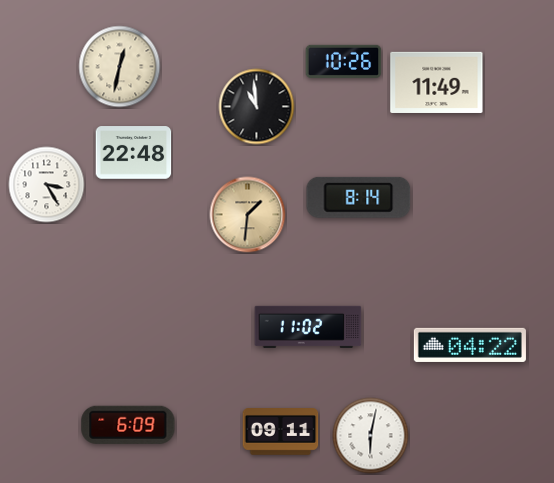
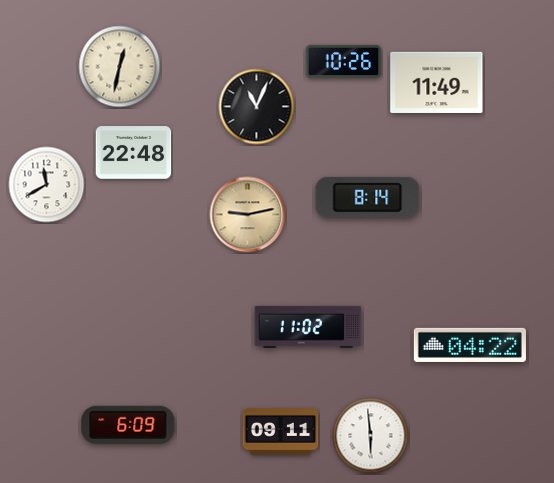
clock at (257, 107): 10:59 -> 11:04
clock at (47, 185): 3:25 -> 11:40
clock at (359, 197) position: (359, 197) -> (368, 197)
clock at (248, 215): 1:31 -> 9:13
clock at (371, 436): 6:02 -> 5:59
